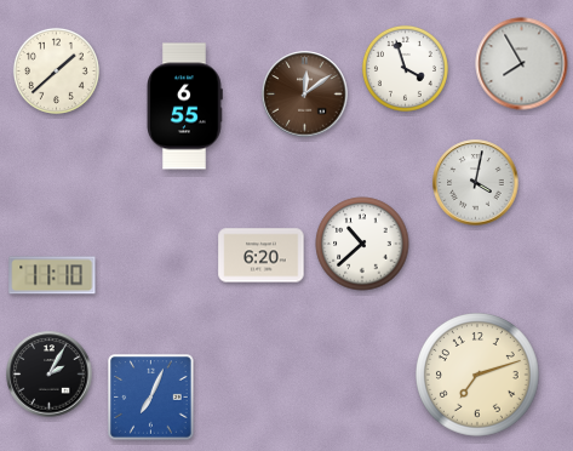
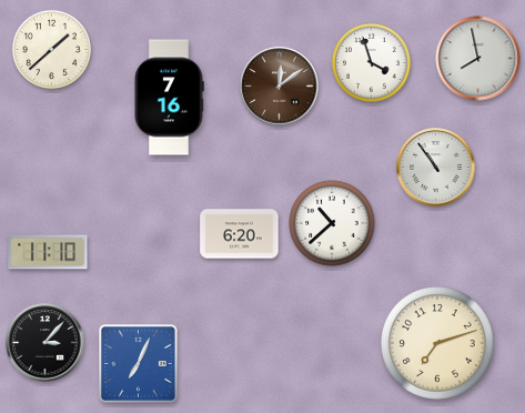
clock at (522, 64): 7:55 -> 7:58
clock at (56, 70) position: (56, 70) -> (51, 49)
clock at (184, 107): 6:55 -> 7:16
clock at (476, 183): 4:02 -> 10:54
clock at (50, 375): 2:05 -> 3:07
